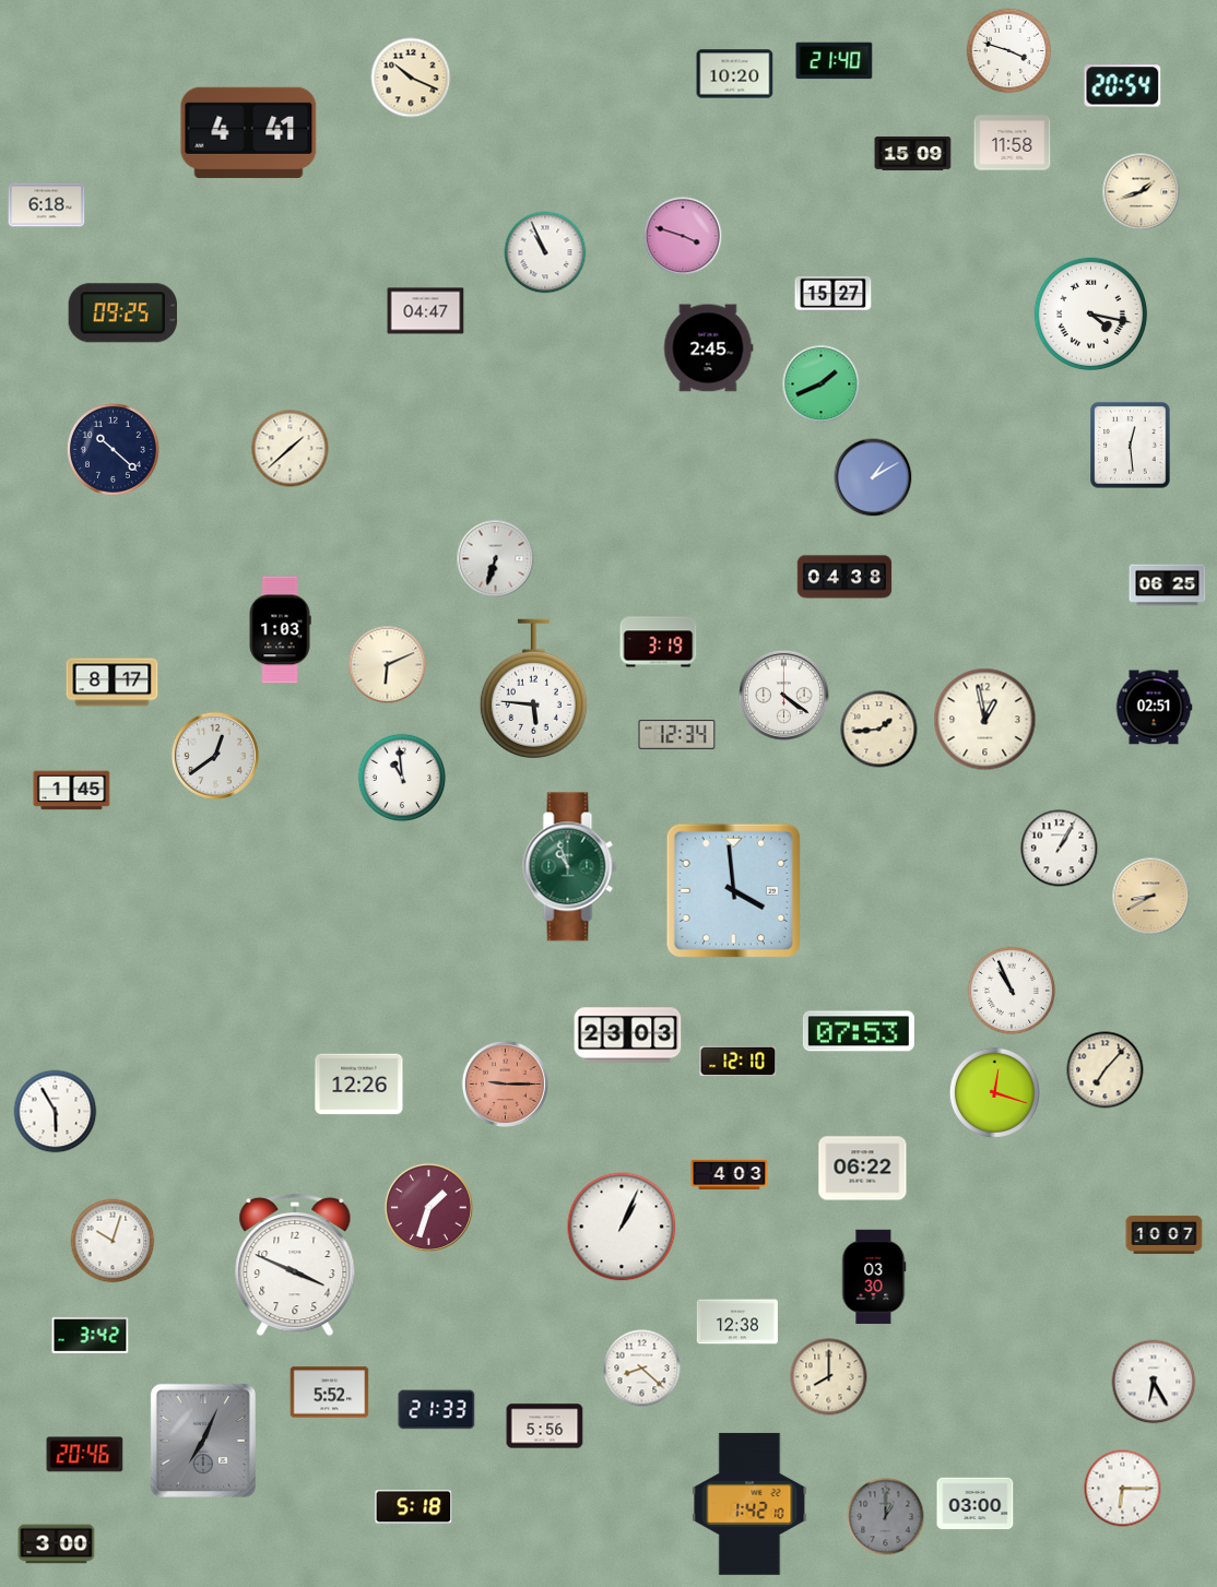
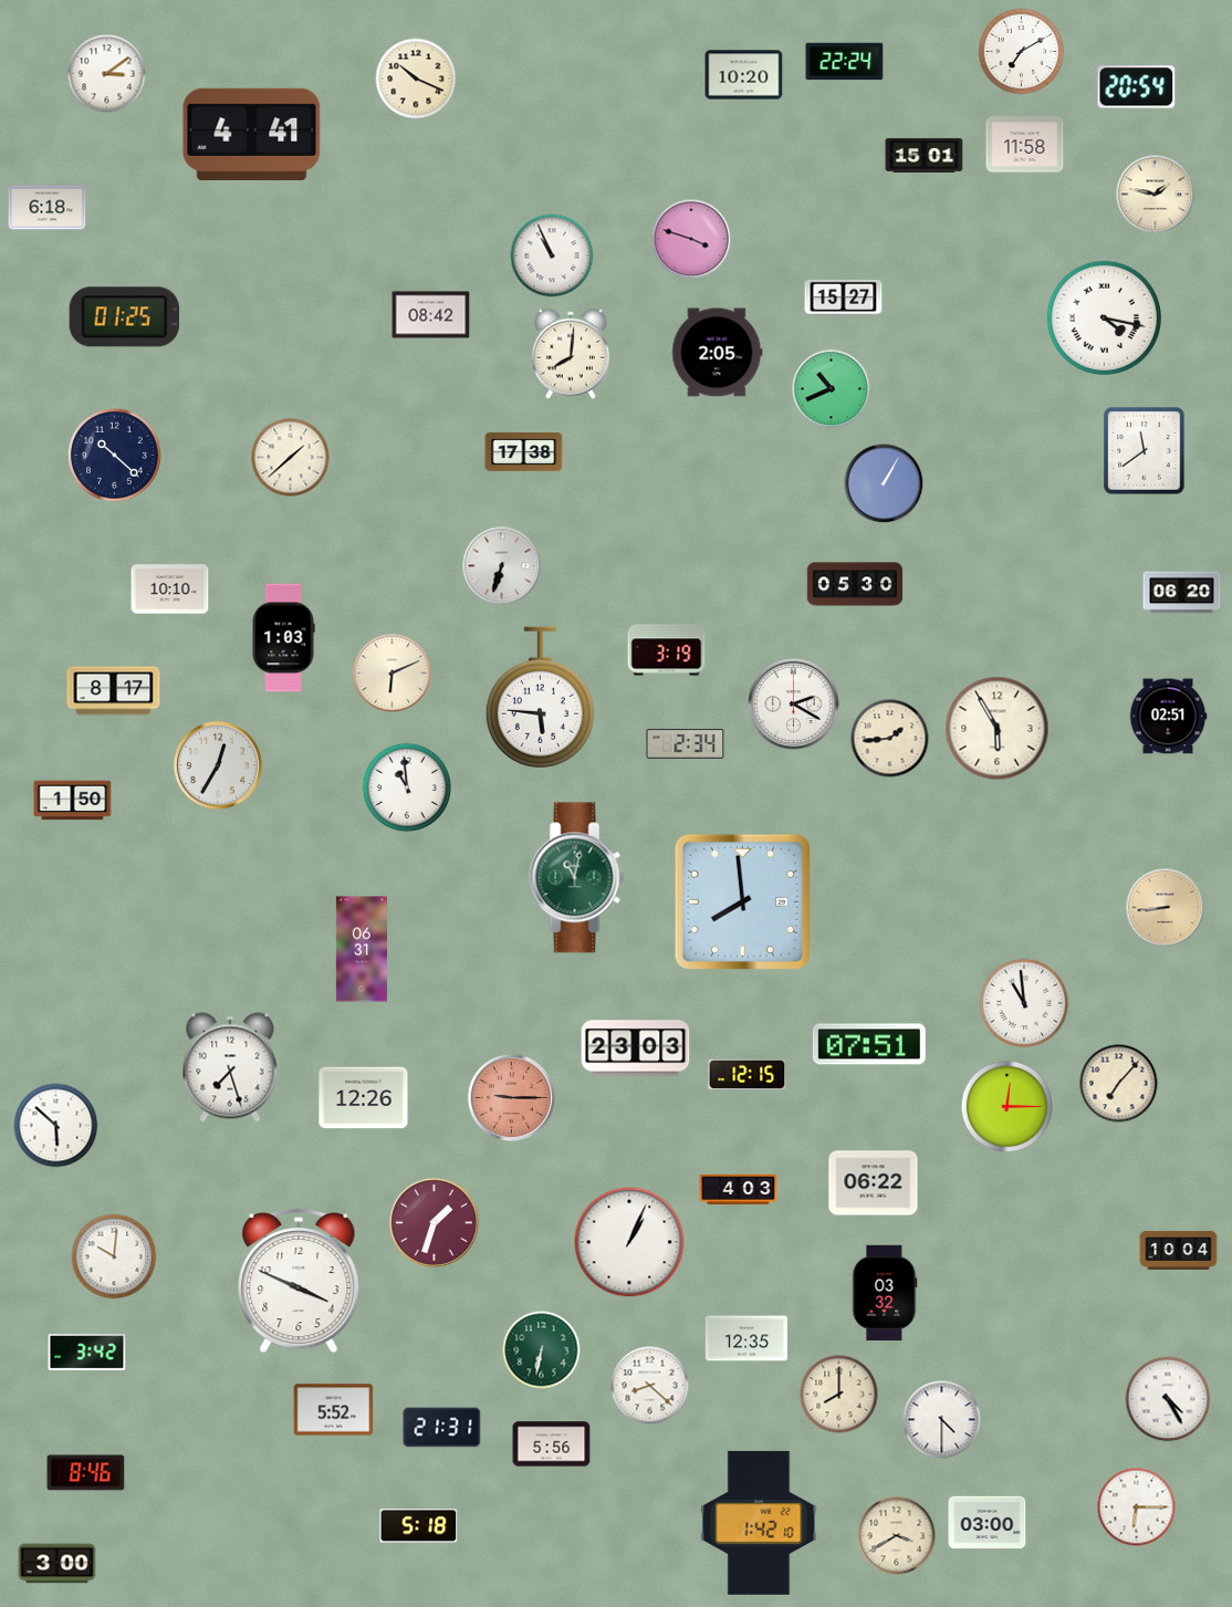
clock at (1009, 51): 3:48 -> 7:10
clock at (835, 61): 21:40 -> 22:24
clock at (107, 74): none -> 3:09
clock at (913, 153): 15:09 -> 15:01
clock at (1142, 192): 1:42 -> 1:47
clock at (426, 311): 04:47 -> 08:42
clock at (122, 313): 09:25 -> 01:25
clock at (708, 348): 2:45 -> 2:05
clock at (571, 354): none -> 8:01
clock at (822, 384): 1:41 -> 10:41
clock at (1131, 446): 12:29 -> 11:39
clock at (524, 452): none -> 17:38
clock at (291, 449) position: (291, 449) -> (291, 458)
clock at (873, 477): 1:10 -> 1:05
clock at (844, 577): 04:38 -> 05:30
clock at (170, 589): none -> 10:10
clock at (1168, 585): 06:25 -> 06:20
clock at (784, 696): 4:21 -> 2:20
clock at (985, 720): 12:58 -> 5:55
clock at (677, 735): 12:34 -> 2:34
clock at (215, 756): 12:39 -> 12:35
clock at (72, 791): 1:45 -> 1:50
clock at (1060, 849): 1:05 -> none
clock at (570, 867): 10:57 -> 11:02
clock at (733, 890): 3:59 -> 7:59
clock at (1151, 897): 8:40 -> 8:44
clock at (362, 949): none -> 06:31
clock at (1012, 991): 10:56 -> 10:59
clock at (859, 1031): 07:53 -> 07:51
clock at (230, 1067): none -> 7:27
clock at (739, 1061): 12:10 -> 12:15
clock at (994, 1092): 12:18 -> 12:15
clock at (56, 1112): 5:55 -> 5:52
clock at (1165, 1234): 10:07 -> 10:04
clock at (113, 1241): 10:03 -> 10:01
clock at (874, 1277): 03:30 -> 03:32
clock at (737, 1322): 12:38 -> 12:35
clock at (542, 1350): none -> 6:32
clock at (91, 1335) position: (91, 1335) -> (87, 1352)
clock at (1154, 1382): 6:25 -> 4:25
clock at (942, 1420): none -> 4:30
clock at (437, 1410): 21:33 -> 21:31
clock at (203, 1441): 7:04 -> none
clock at (85, 1455): 20:46 -> 8:46
clock at (886, 1517): 1:00 -> 3:40
clock at (886, 1517) dial: grey -> cream
